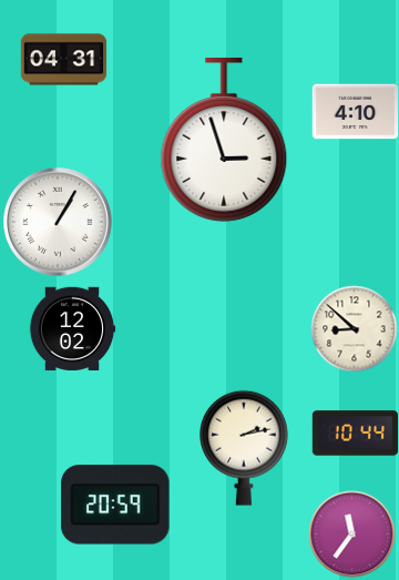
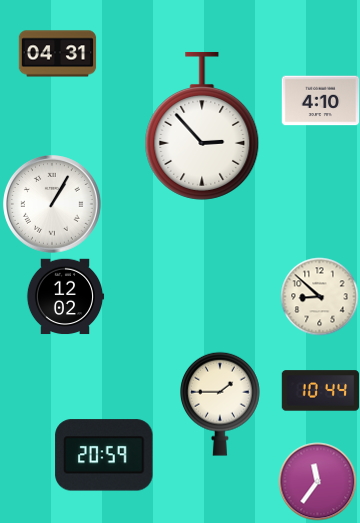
clock at (224, 140): 2:57 -> 2:53
clock at (59, 223) position: (59, 223) -> (53, 205)
clock at (245, 448): 2:13 -> 1:45
